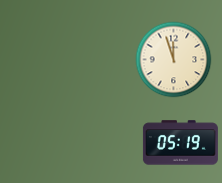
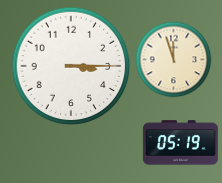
clock at (71, 66): none -> 3:15
